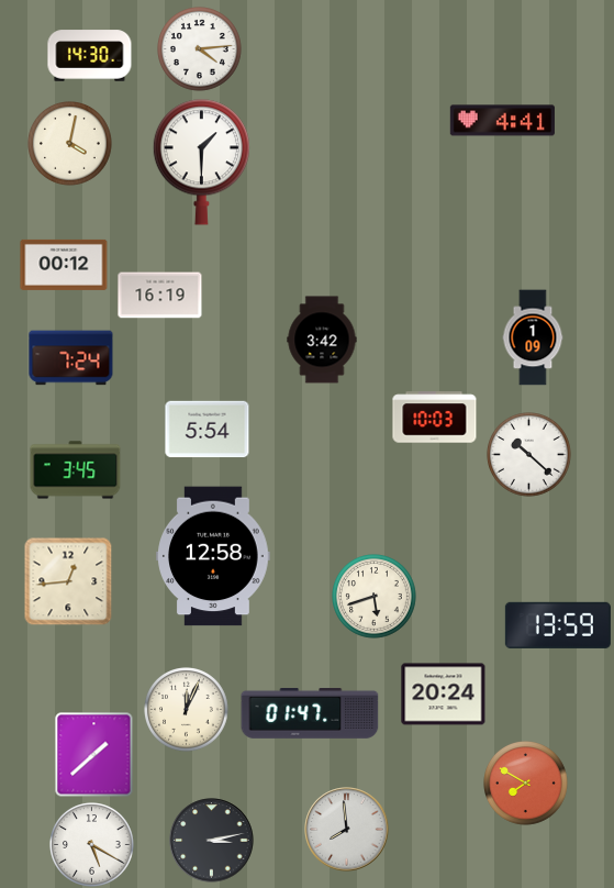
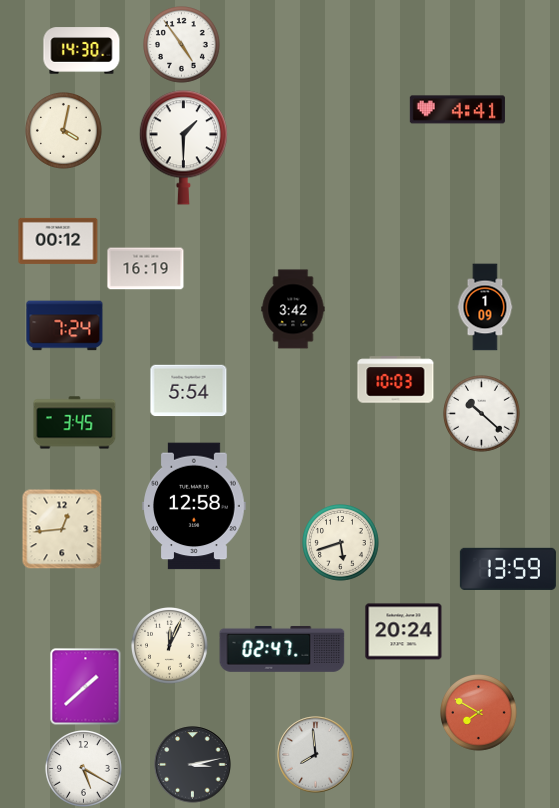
clock at (200, 49): 4:14 -> 4:54
clock at (76, 470) position: (76, 470) -> (75, 423)
clock at (310, 713): 01:47 -> 02:47
